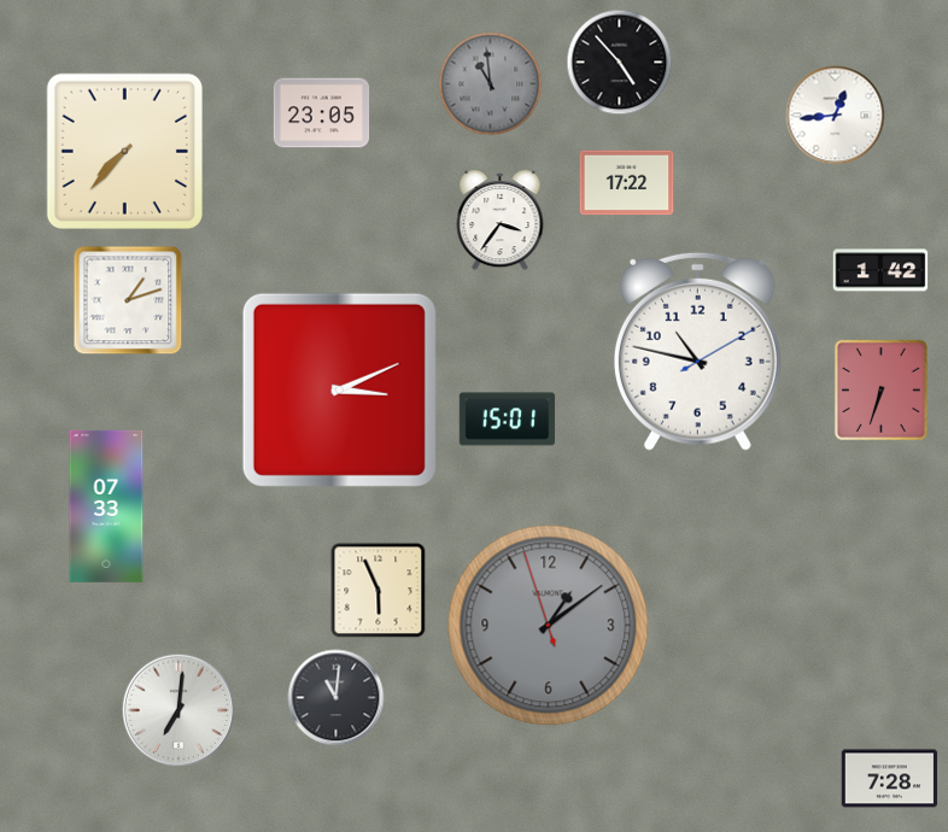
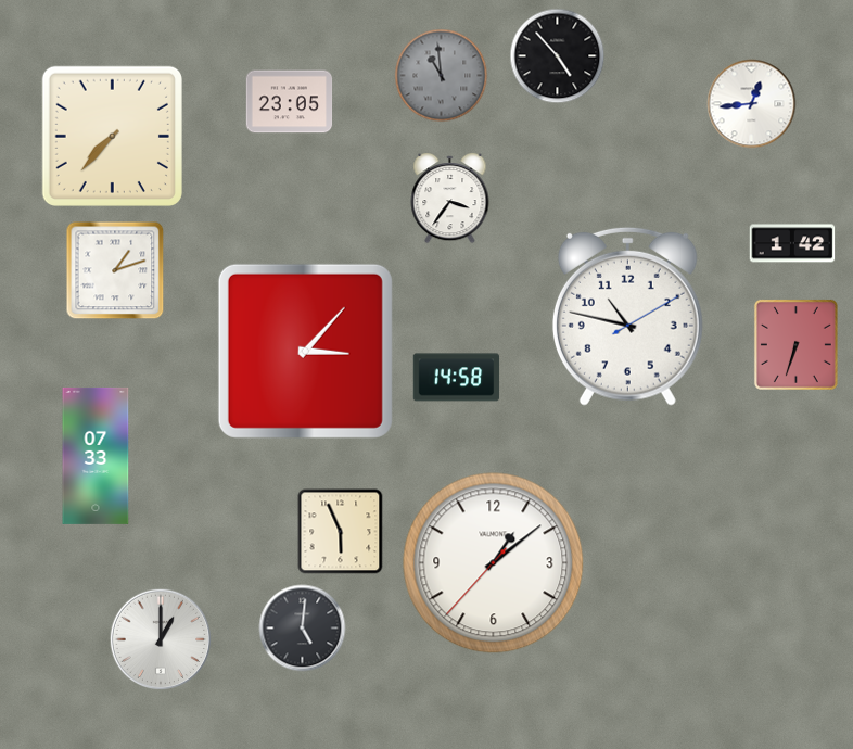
clock at (627, 183): 17:22 -> none
clock at (339, 389): 3:11 -> 3:07
clock at (880, 389) position: (880, 389) -> (795, 344)
clock at (508, 420): 15:01 -> 14:58
clock at (549, 626): 1:08:57 -> 1:08:37
clock at (549, 626) dial: grey -> white
clock at (337, 698): 11:01 -> 5:01
clock at (179, 710): 7:01 -> 1:00
clock at (890, 779): 7:28 -> none
